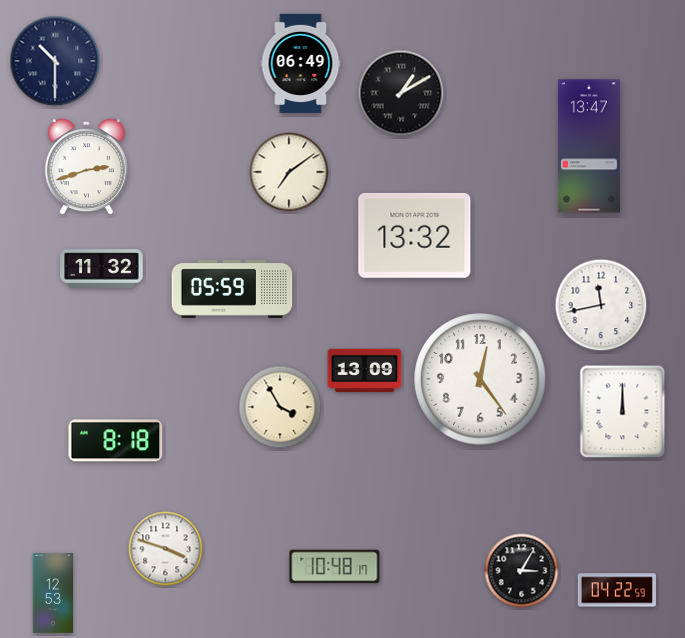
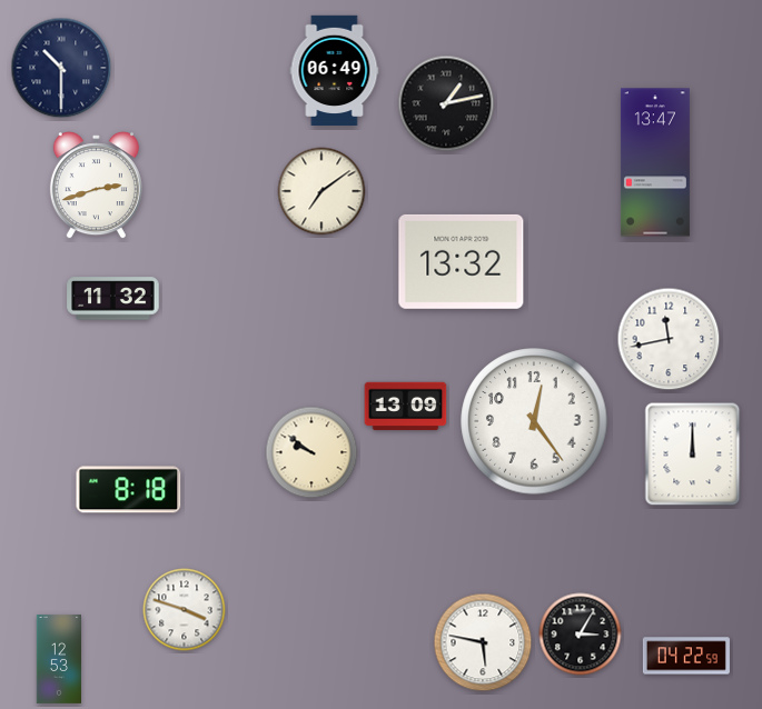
clock at (401, 93): 1:10 -> 1:13
clock at (232, 289): 05:59 -> none
clock at (365, 371) position: (365, 371) -> (406, 407)
clock at (280, 407): 3:55 -> 9:51
clock at (623, 412) position: (623, 412) -> (693, 455)
clock at (335, 567): 10:48 -> none
clock at (483, 642): none -> 5:47
